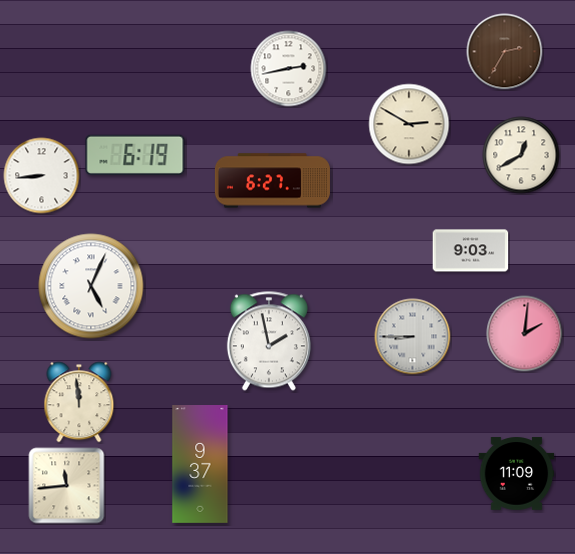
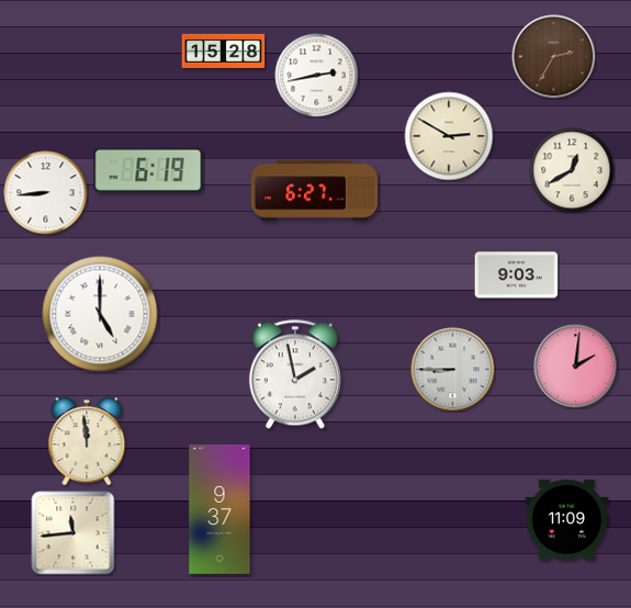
clock at (224, 50): none -> 15:28
clock at (272, 181) position: (272, 181) -> (314, 191)
clock at (91, 286): 5:04 -> 5:00
